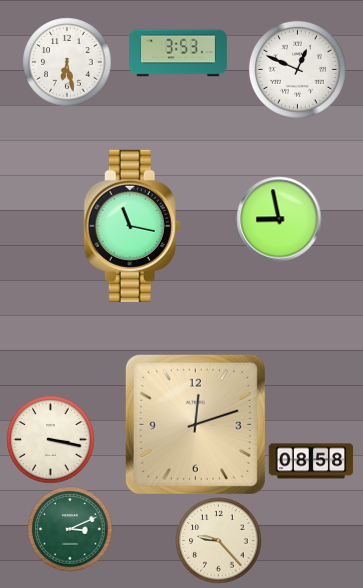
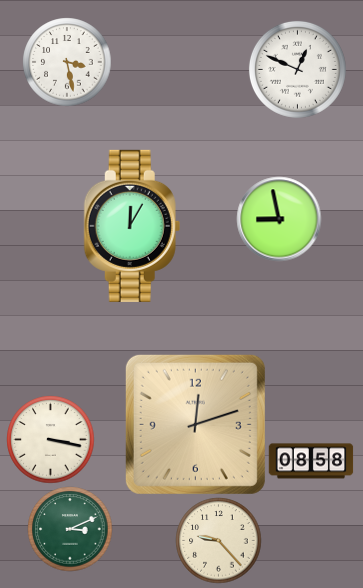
clock at (179, 53): 3:53 -> none
clock at (67, 62): 6:28 -> 3:28
clock at (132, 226): 11:17 -> 12:05
